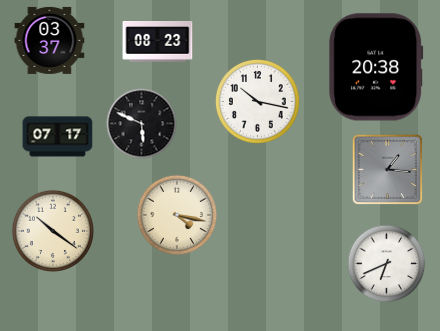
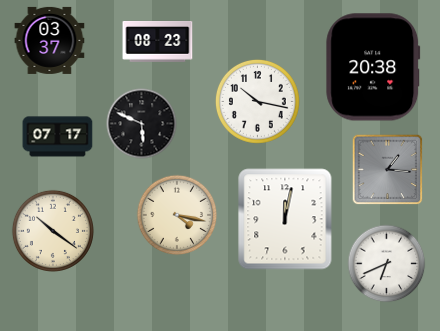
clock at (376, 67) position: (376, 67) -> (373, 67)
clock at (285, 219): none -> 12:02
